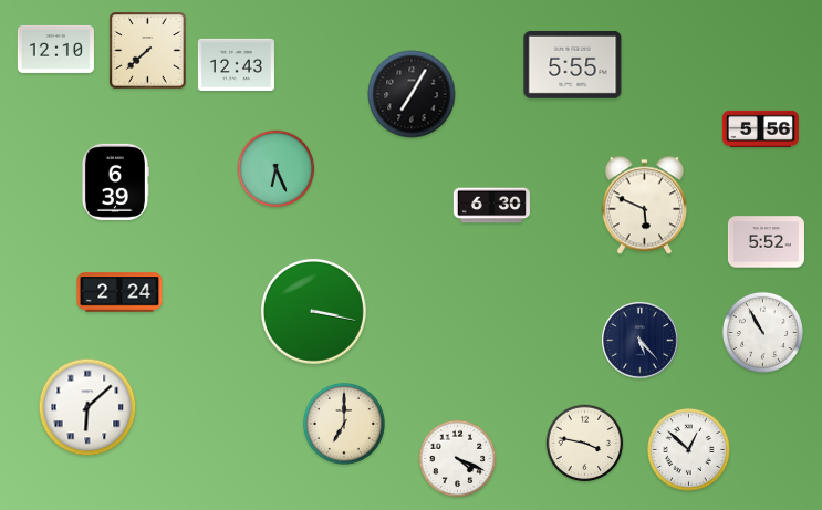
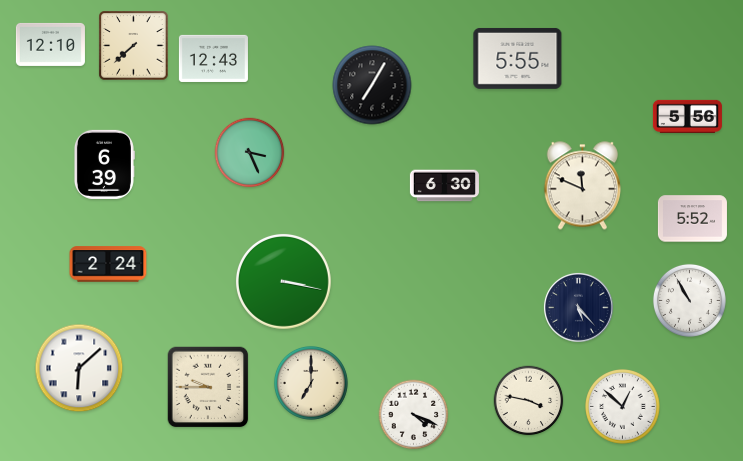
clock at (277, 169): 6:26 -> 3:26
clock at (644, 206): 5:49 -> 11:49
clock at (208, 387): none -> 9:45
